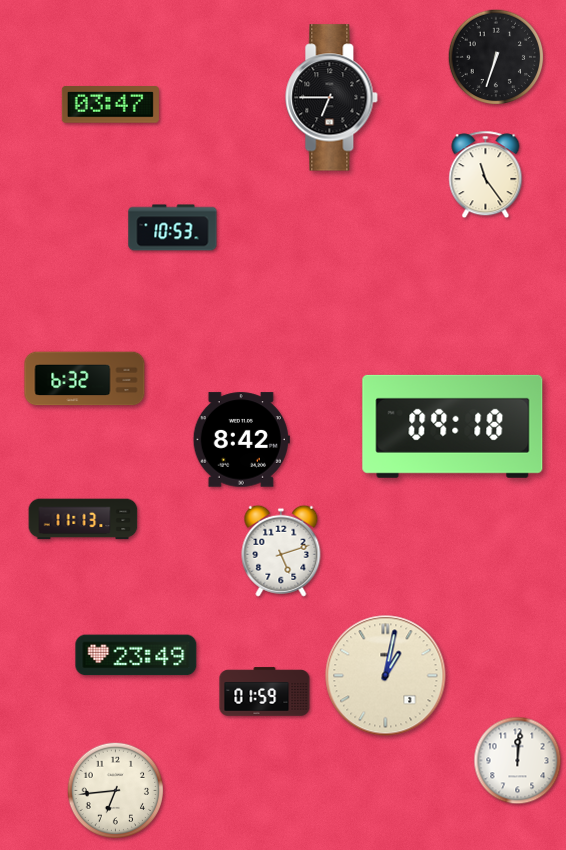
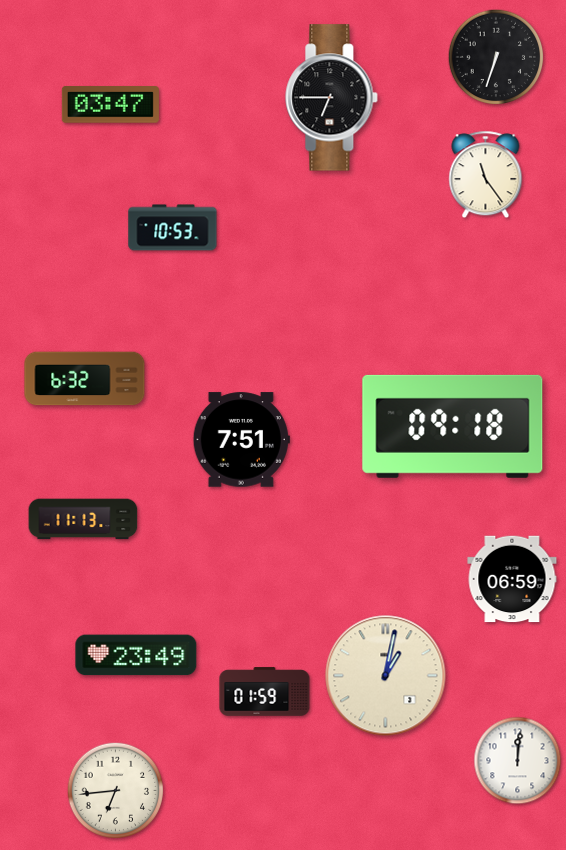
clock at (241, 440): 8:42 -> 7:51
clock at (281, 551): 5:12 -> none
clock at (512, 579): none -> 06:59
